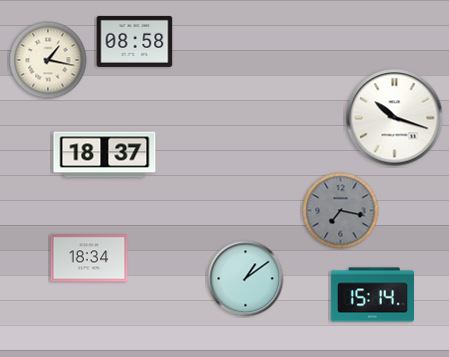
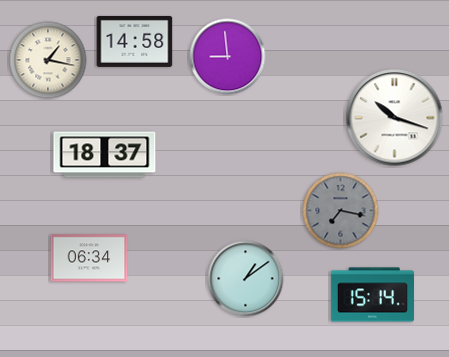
clock at (135, 41): 08:58 -> 14:58
clock at (228, 57): none -> 8:59
clock at (89, 258): 18:34 -> 06:34
